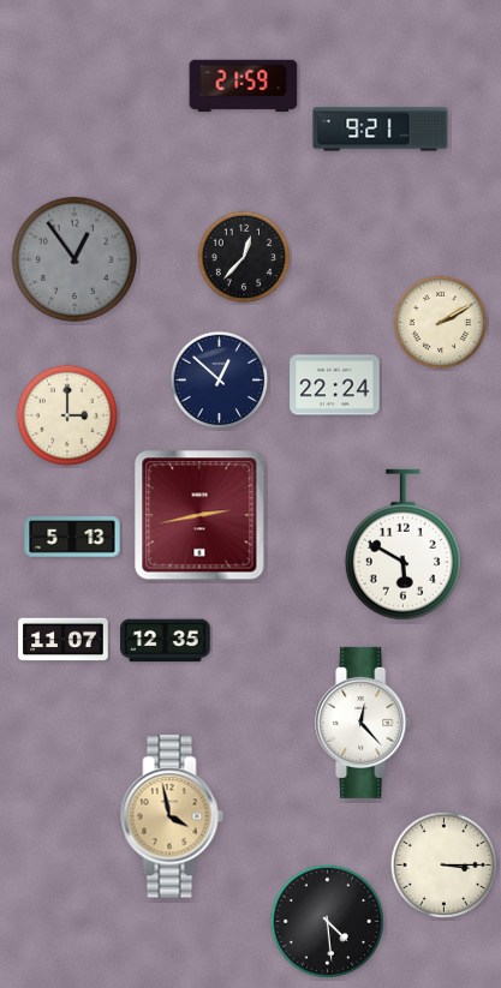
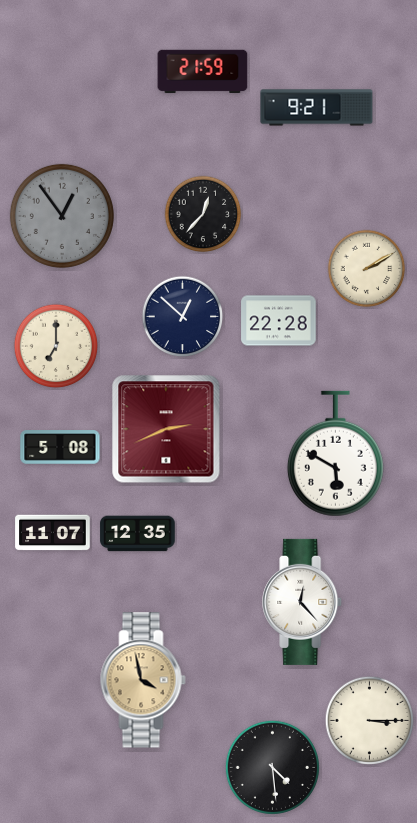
clock at (335, 385): 22:24 -> 22:28
clock at (67, 415): 3:00 -> 7:00
clock at (199, 515): 2:43 -> 2:41
clock at (72, 537): 5:13 -> 5:08
